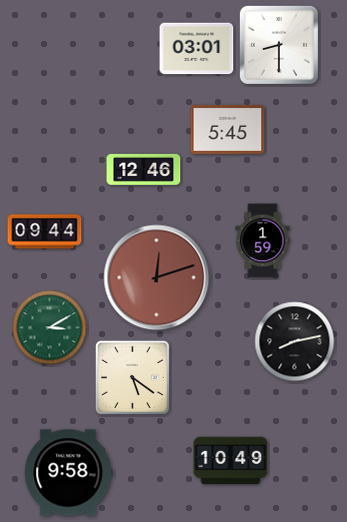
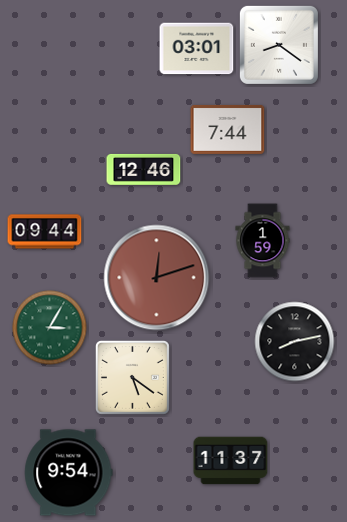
clock at (279, 45): 8:30 -> 8:21
clock at (228, 129): 5:45 -> 7:44
clock at (50, 328): 3:10 -> 3:05
clock at (231, 461): 10:49 -> 11:37
clock at (69, 473): 9:58 -> 9:54
